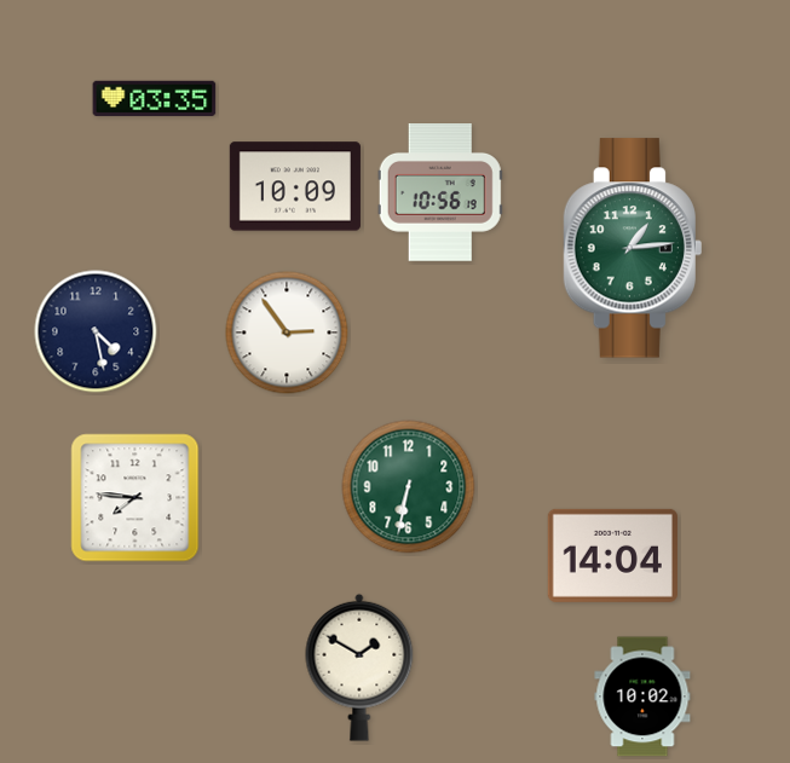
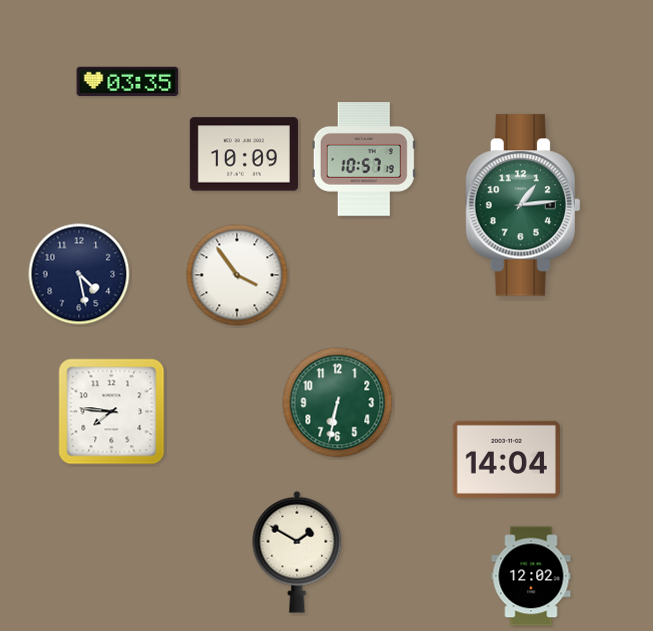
clock at (440, 193): 10:56 -> 10:57
clock at (287, 333): 2:54 -> 3:54
clock at (642, 696): 10:02 -> 12:02
